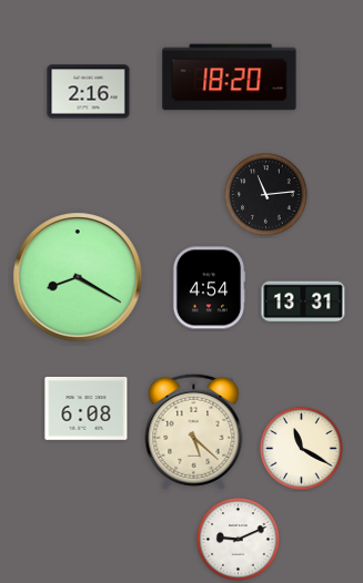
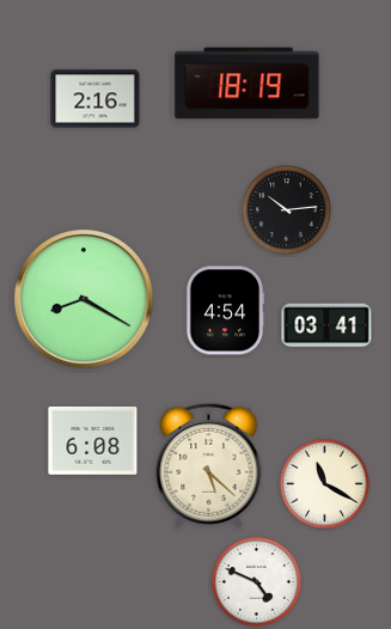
clock at (230, 78): 18:20 -> 18:19
clock at (266, 195): 11:14 -> 10:14
clock at (303, 301): 13:31 -> 03:41
clock at (239, 540): 9:11 -> 4:49
